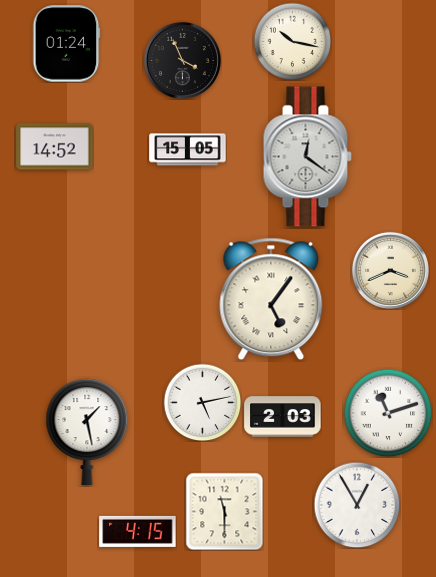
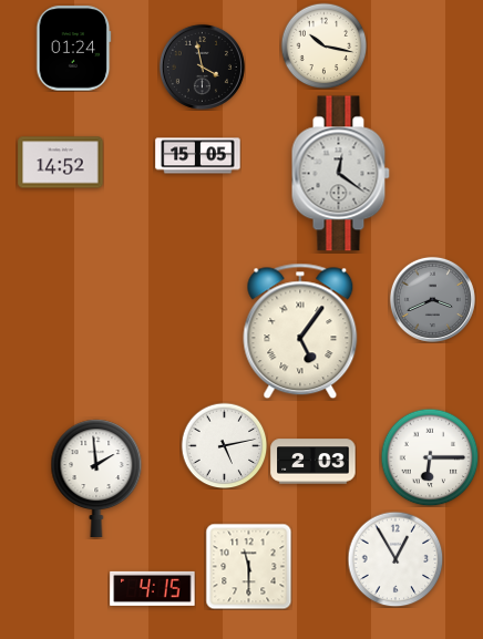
clock at (182, 60): 3:56 -> 3:58
clock at (188, 150) position: (188, 150) -> (198, 156)
clock at (390, 270) dial: cream -> grey
clock at (388, 413): 11:12 -> 6:15
clock at (87, 431): 1:28 -> 1:59
